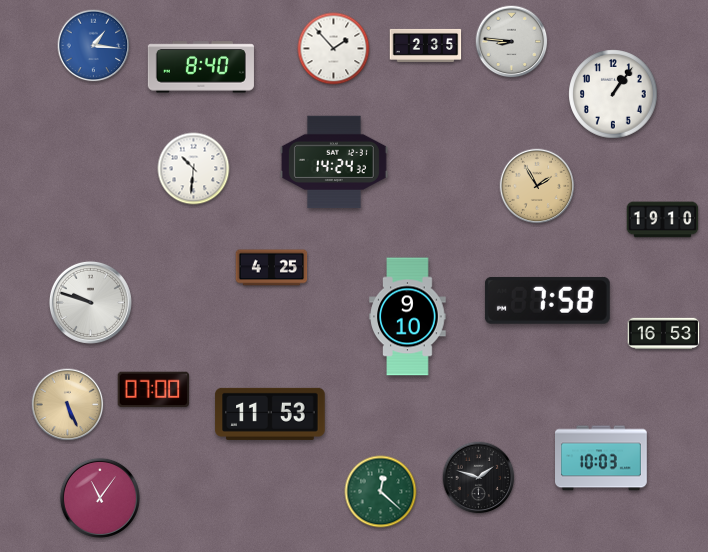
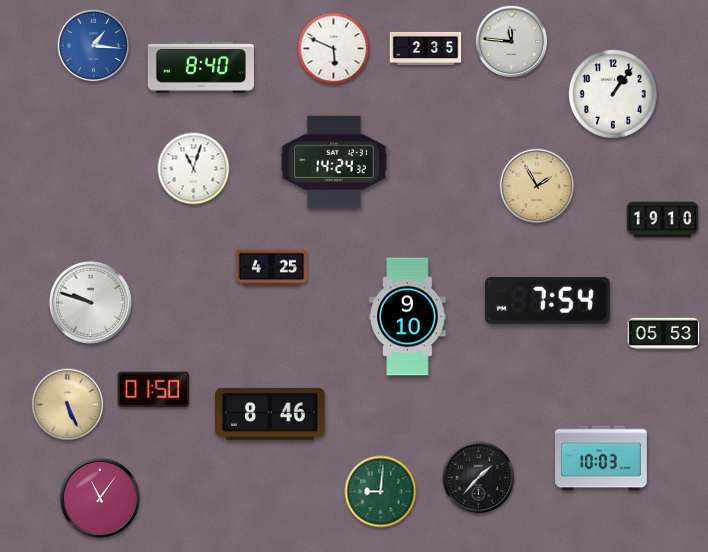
clock at (512, 42): 8:46 -> 11:46
clock at (426, 45) position: (426, 45) -> (426, 48)
clock at (334, 49): 1:53 -> 5:49
clock at (194, 169): 10:31 -> 11:03
clock at (547, 301): 7:58 -> 7:54
clock at (664, 334): 16:53 -> 05:53
clock at (154, 390): 07:00 -> 01:50
clock at (270, 414): 11:53 -> 8:46
clock at (479, 478): 1:48 -> 1:37
clock at (381, 492): 12:22 -> 9:01
